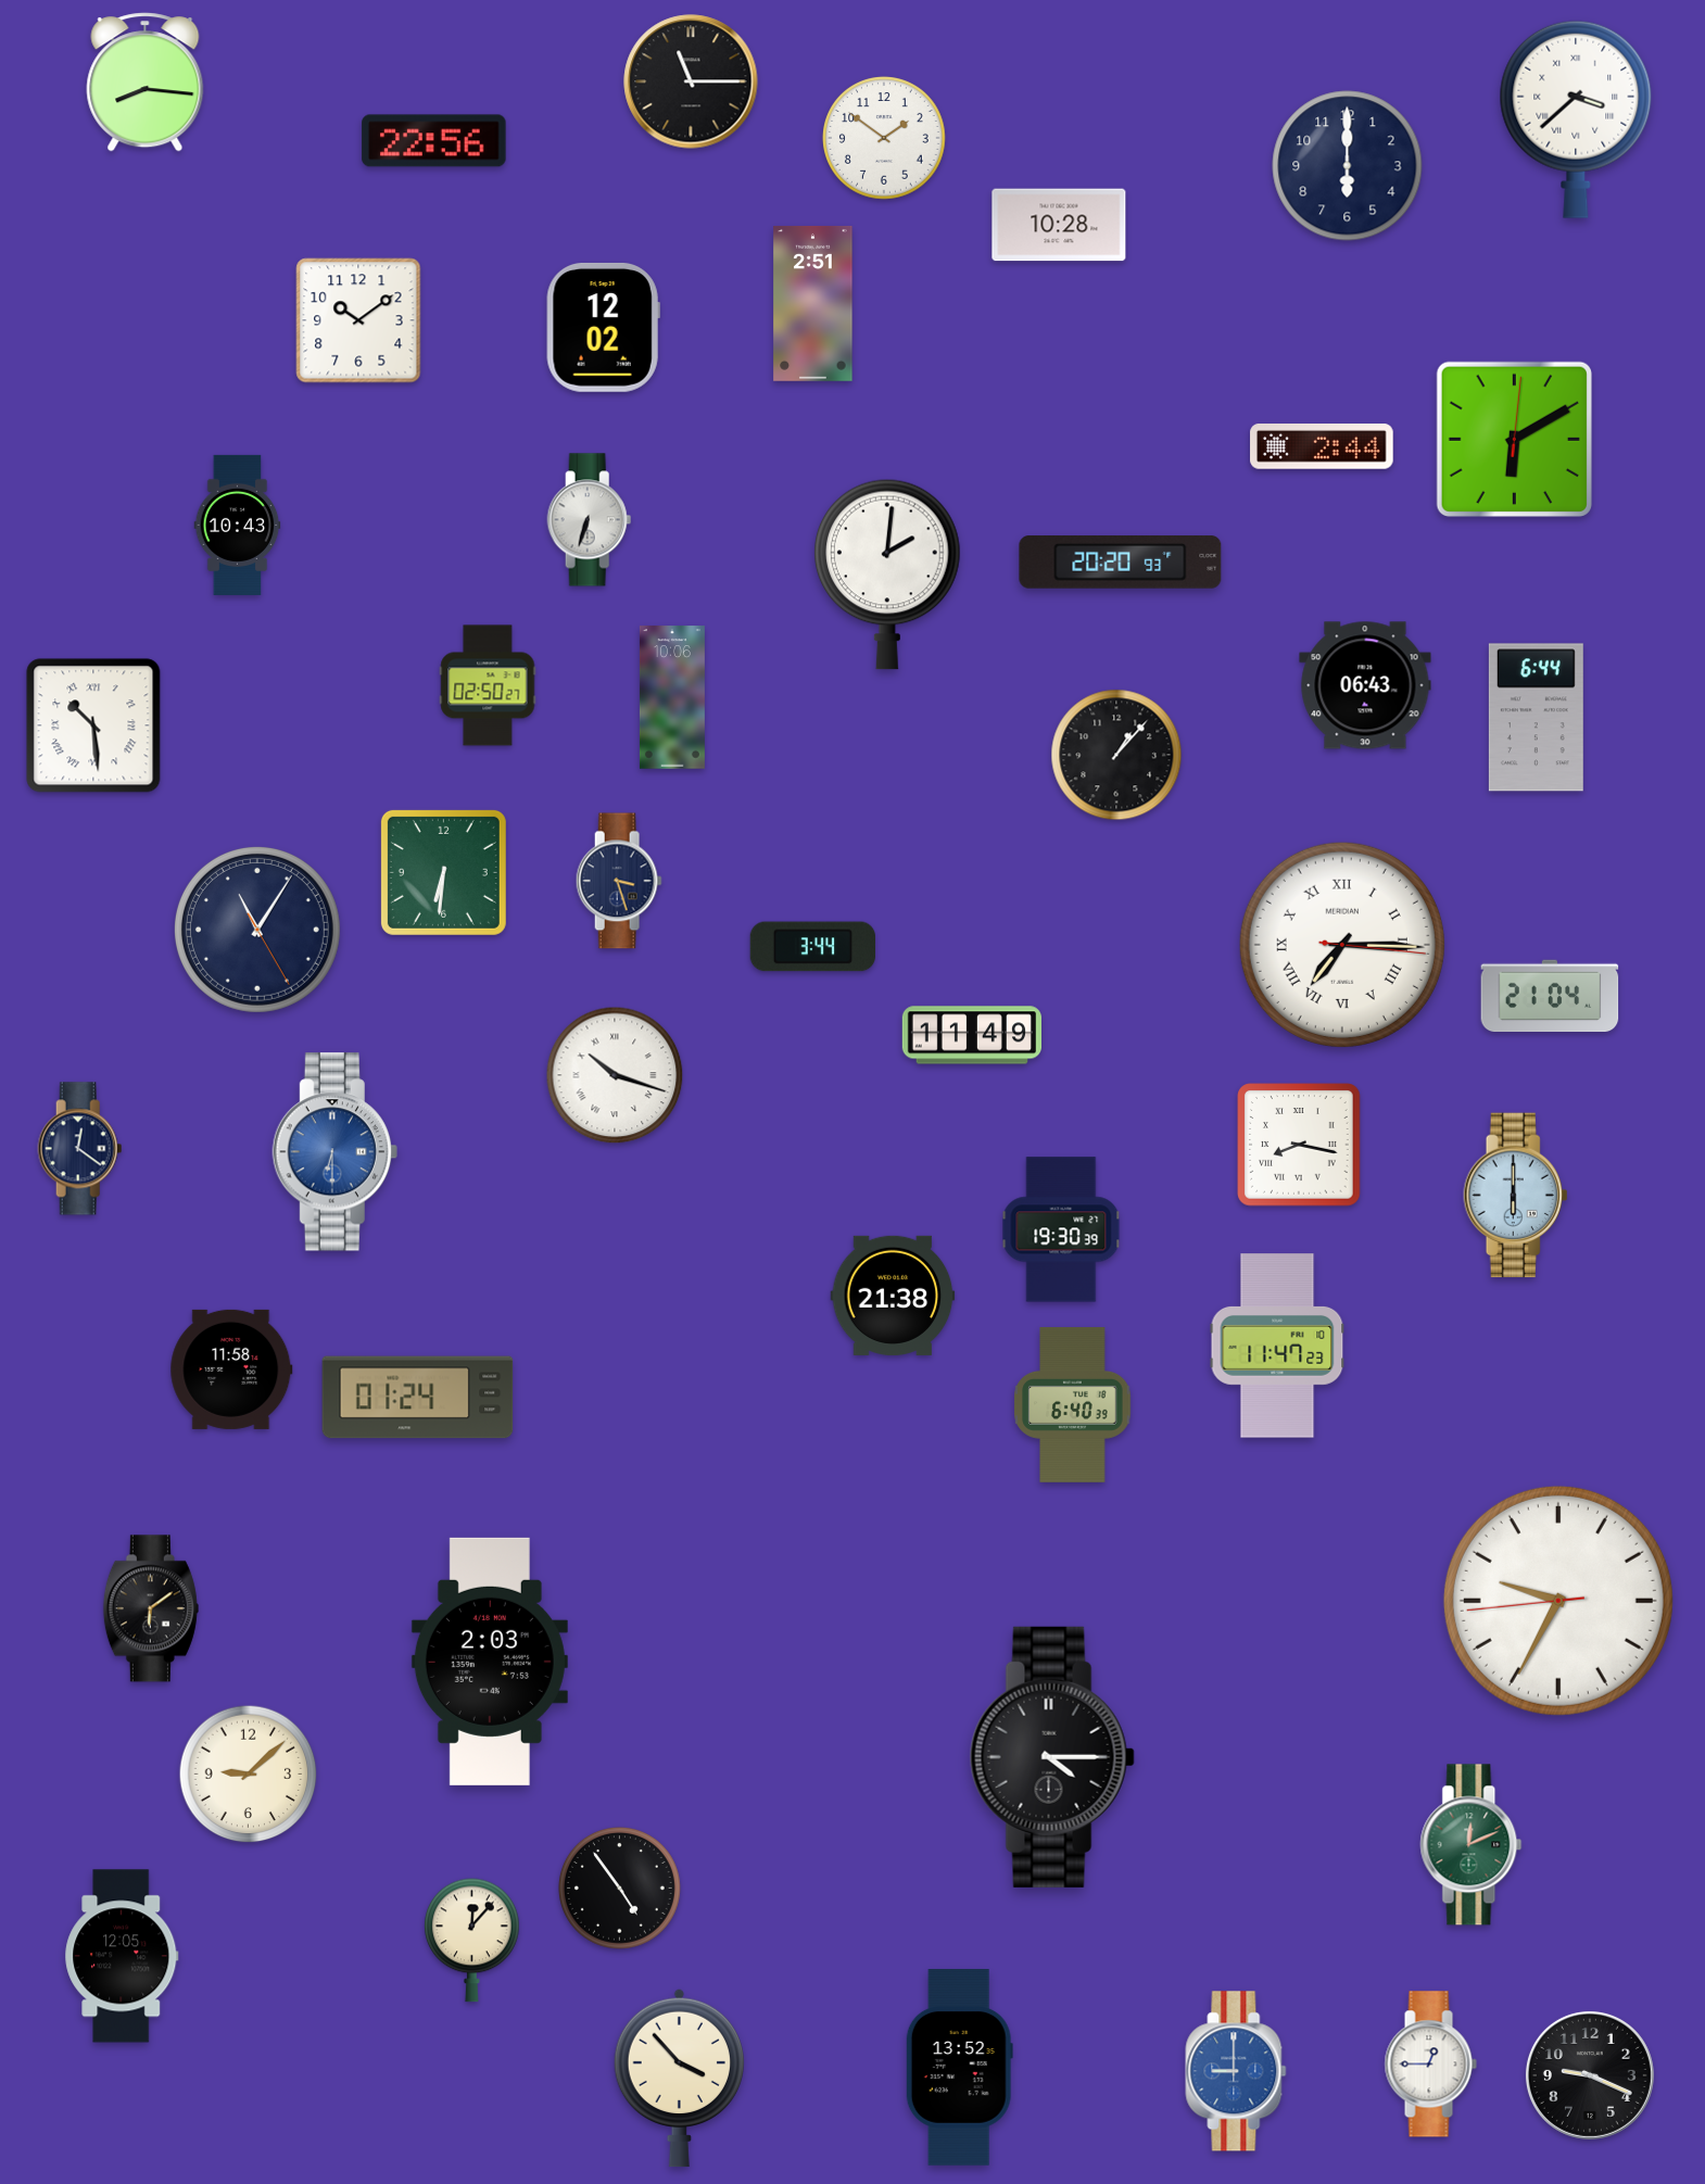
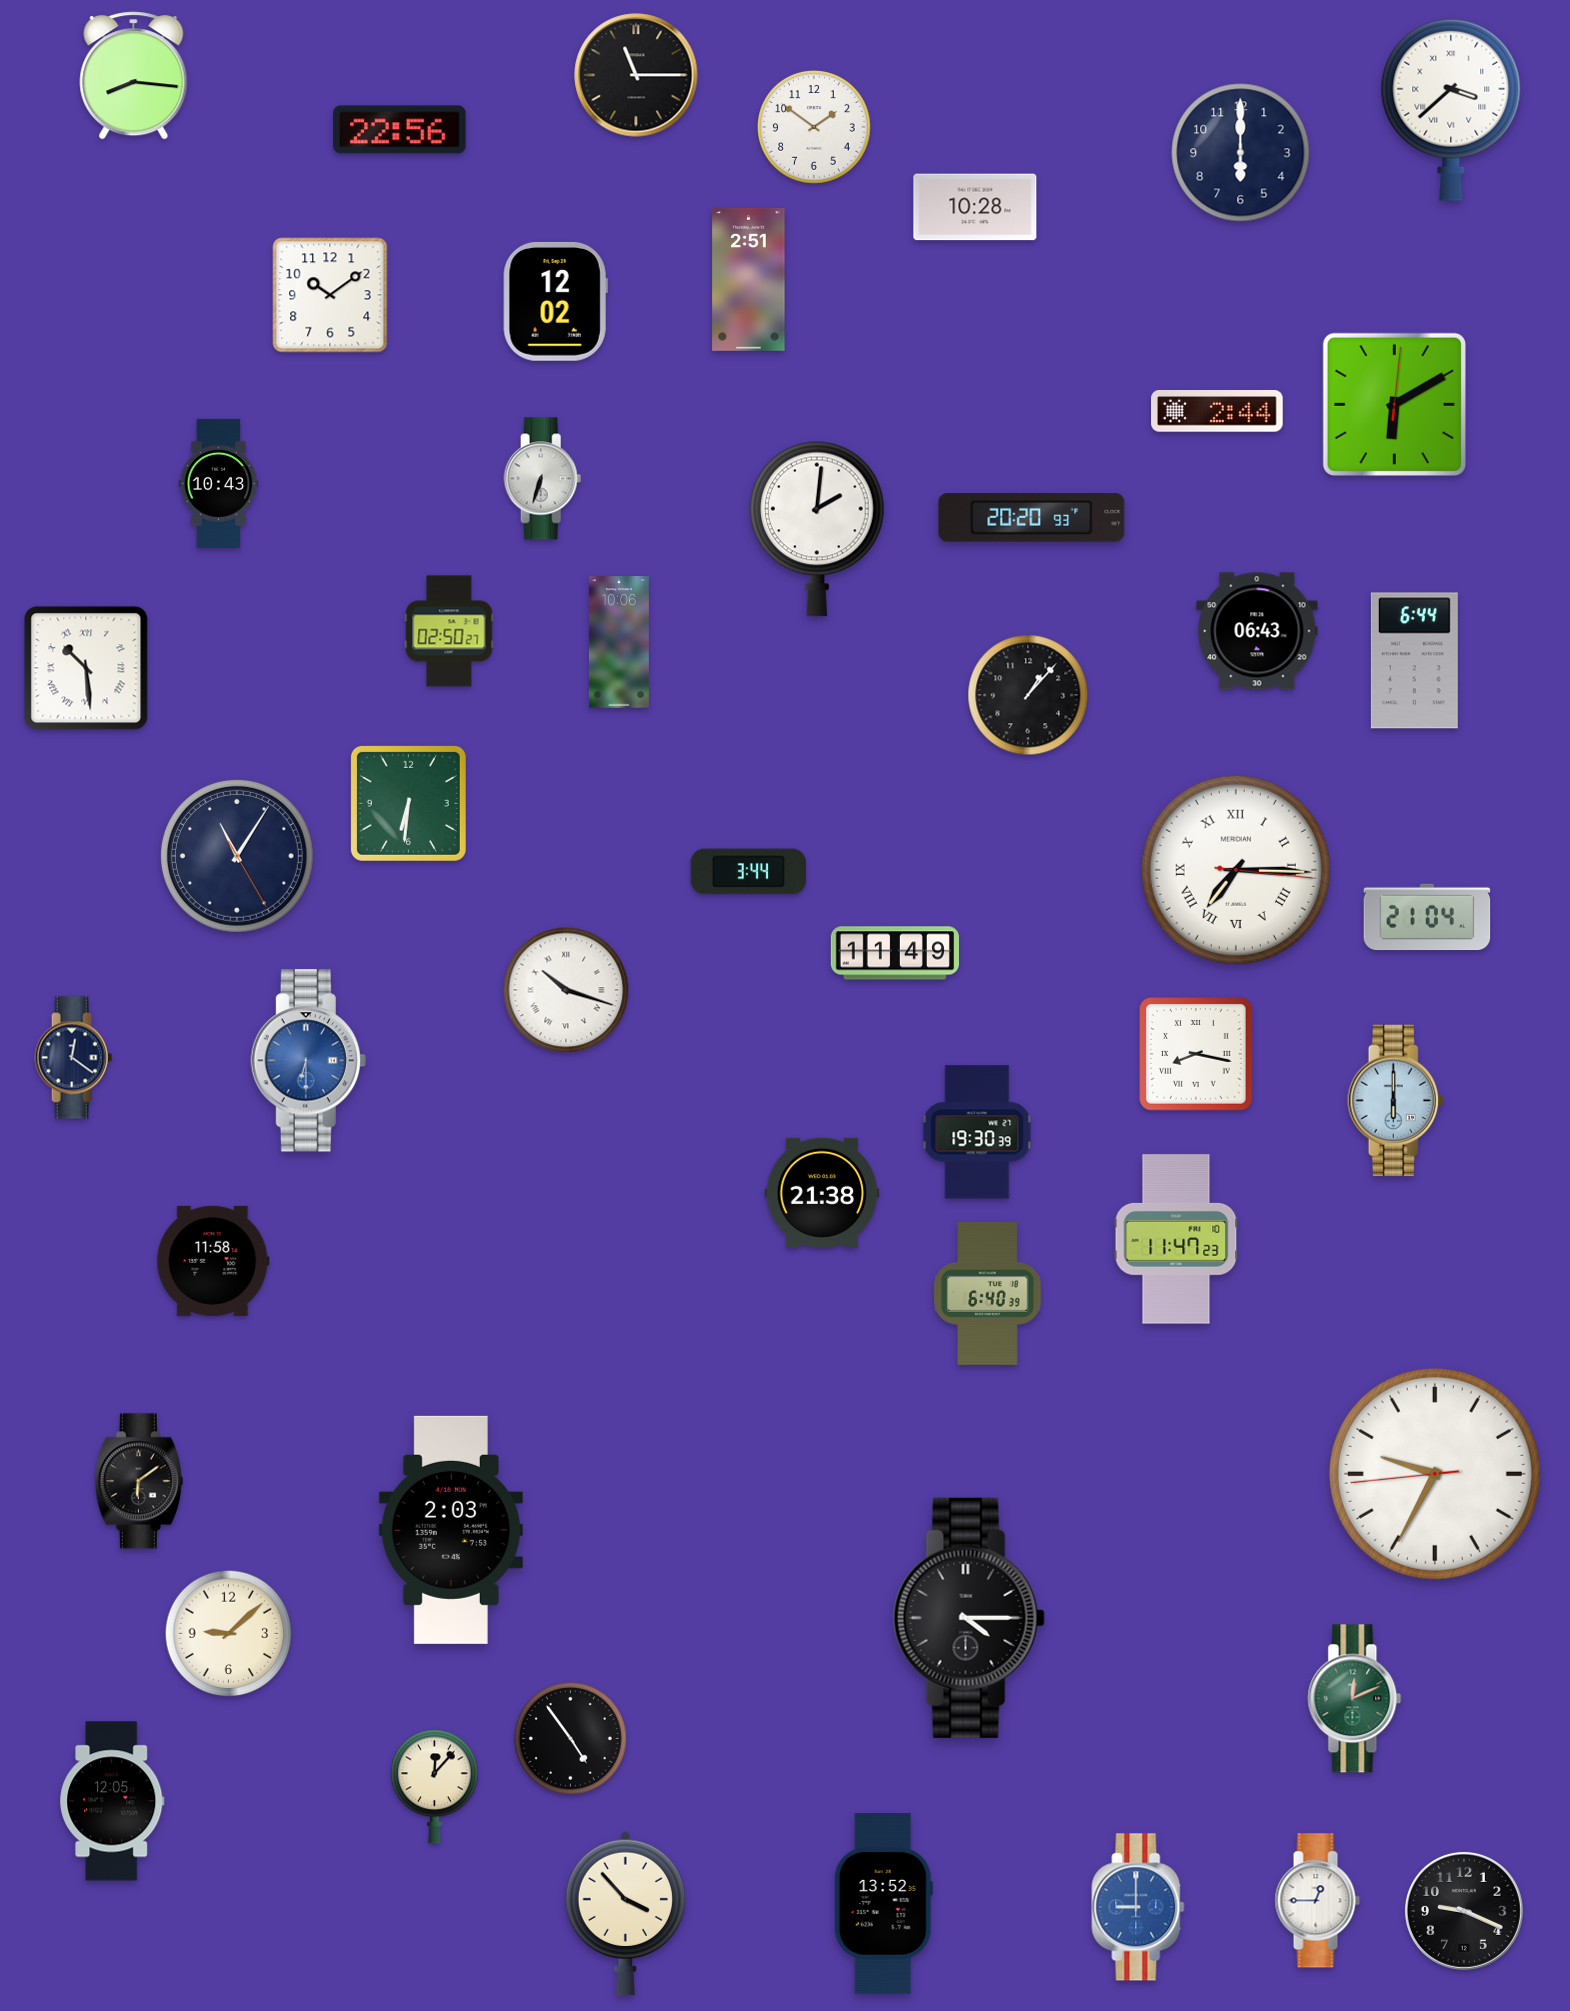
clock at (619, 881): 3:27 -> none
clock at (418, 1398): 01:24 -> none
